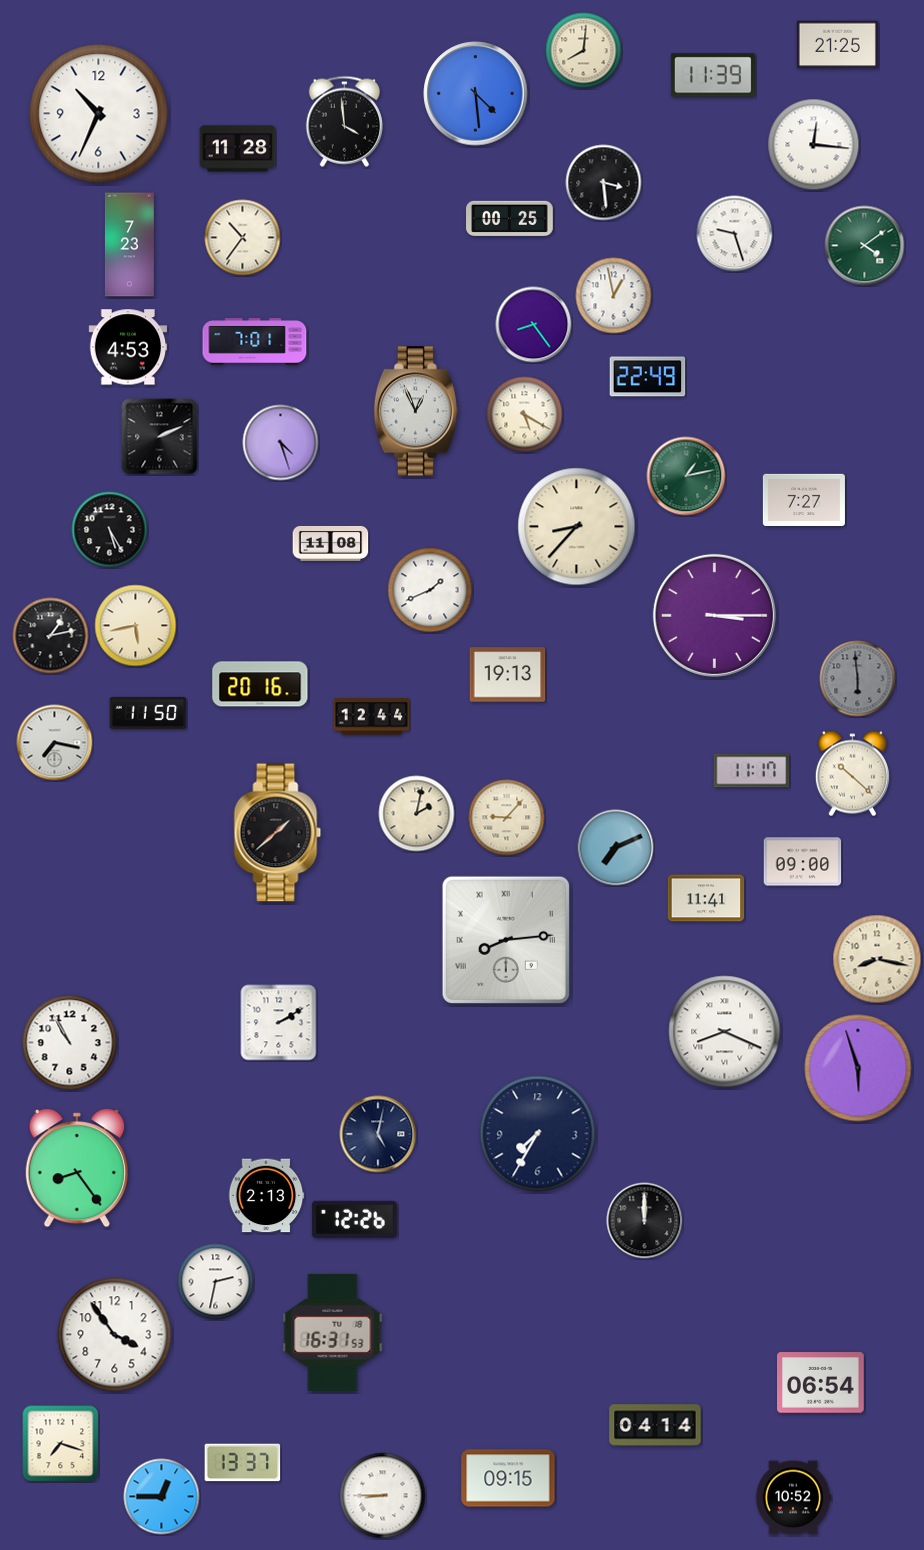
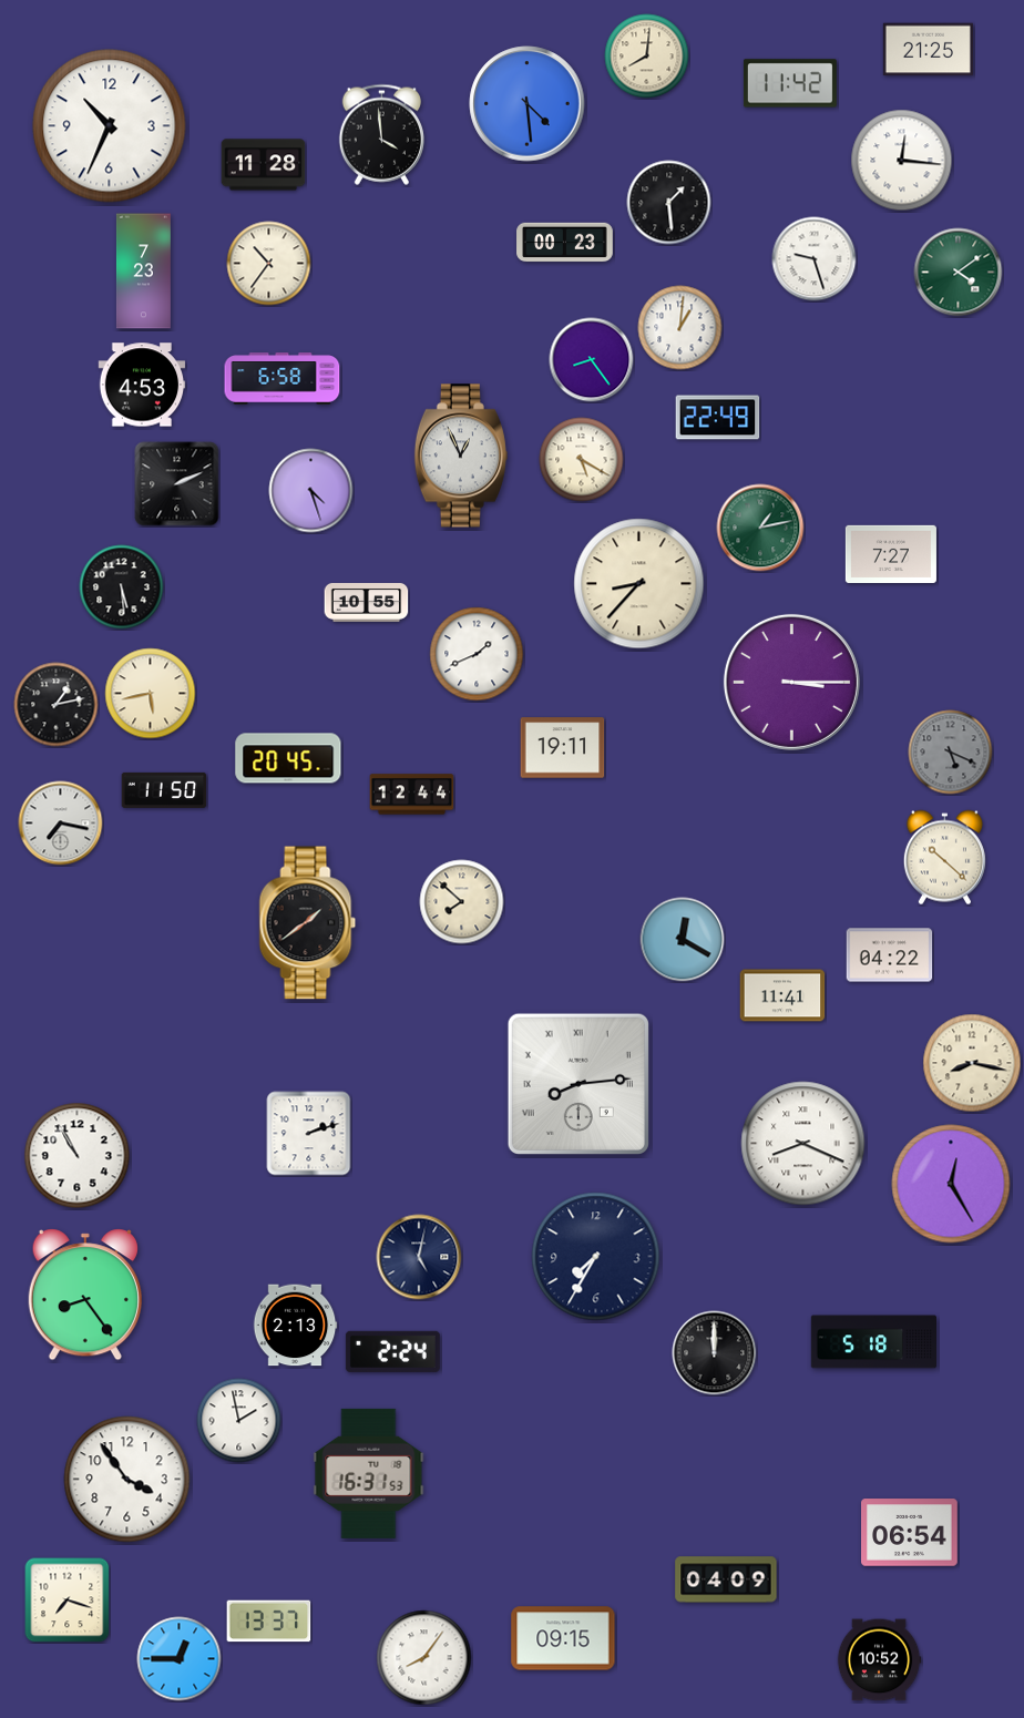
clock at (713, 75): 11:39 -> 11:42
clock at (604, 183): 3:29 -> 1:29
clock at (510, 219): 00:25 -> 00:23
clock at (614, 296): 12:58 -> 1:01
clock at (255, 342): 7:01 -> 6:58
clock at (110, 530): 5:25 -> 5:29
clock at (331, 543): 11:08 -> 10:55
clock at (508, 675): 19:13 -> 19:11
clock at (858, 679): 5:59 -> 5:19
clock at (260, 684): 20:16 -> 20:45
clock at (752, 771): 11:17 -> none
clock at (417, 814): 2:02 -> 7:52
clock at (507, 818): 9:07 -> none
clock at (278, 833): 1:38 -> 1:39
clock at (616, 848): 7:11 -> 12:20
clock at (803, 862): 09:00 -> 04:22
clock at (506, 940) position: (506, 940) -> (578, 1084)
clock at (279, 1023): 2:10 -> 2:12
clock at (858, 1068): 5:57 -> 12:25
clock at (873, 1342): none -> 5:18
clock at (354, 1219): 12:26 -> 2:24
clock at (216, 1282): 2:32 -> 1:58
clock at (333, 1332) position: (333, 1332) -> (369, 1473)
clock at (655, 1425): 04:14 -> 04:09
clock at (383, 1496): 8:45 -> 8:06
